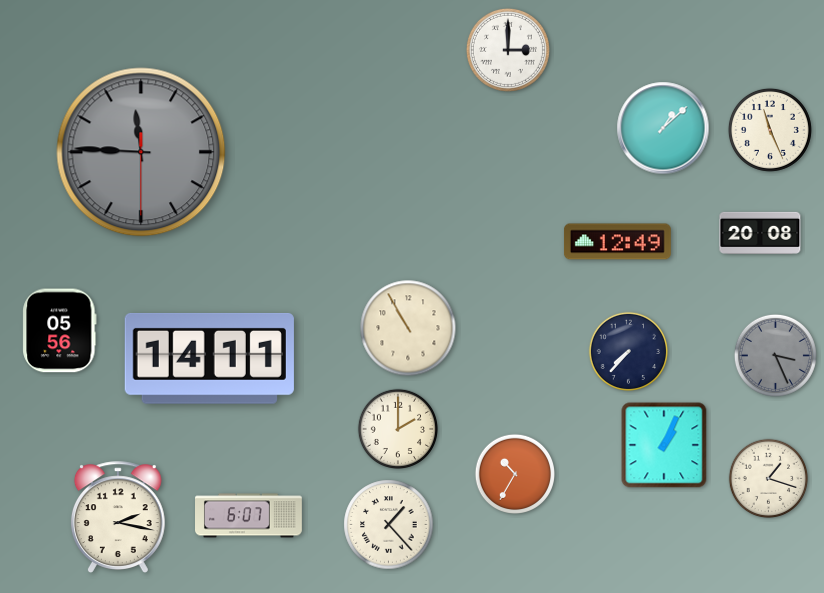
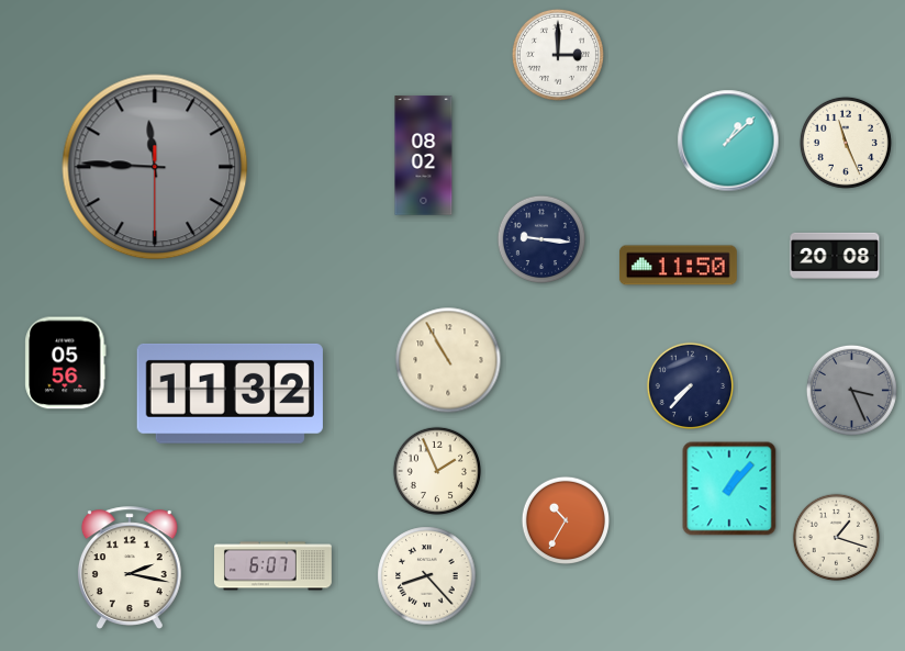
clock at (424, 156): none -> 08:02
clock at (540, 238): none -> 9:16
clock at (617, 242): 12:49 -> 11:50
clock at (209, 358): 14:11 -> 11:32
clock at (397, 428): 2:00 -> 1:56
clock at (664, 445): 1:04 -> 1:07
clock at (769, 479) position: (769, 479) -> (837, 538)
clock at (389, 525): 1:23 -> 8:23
